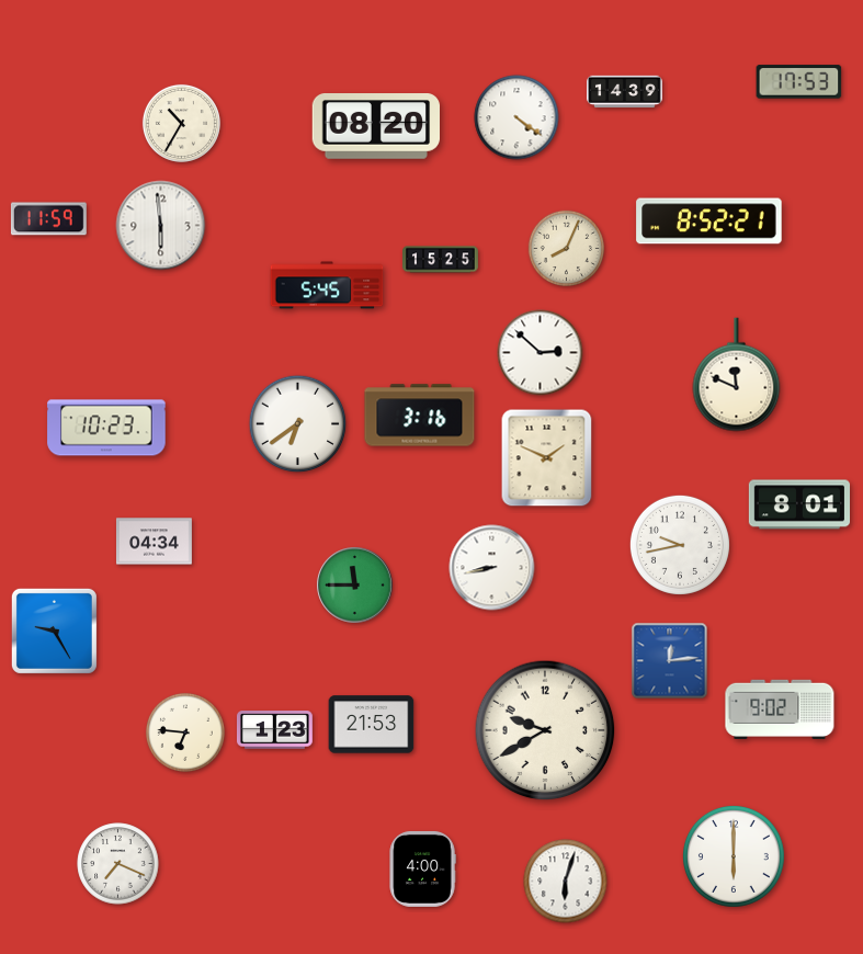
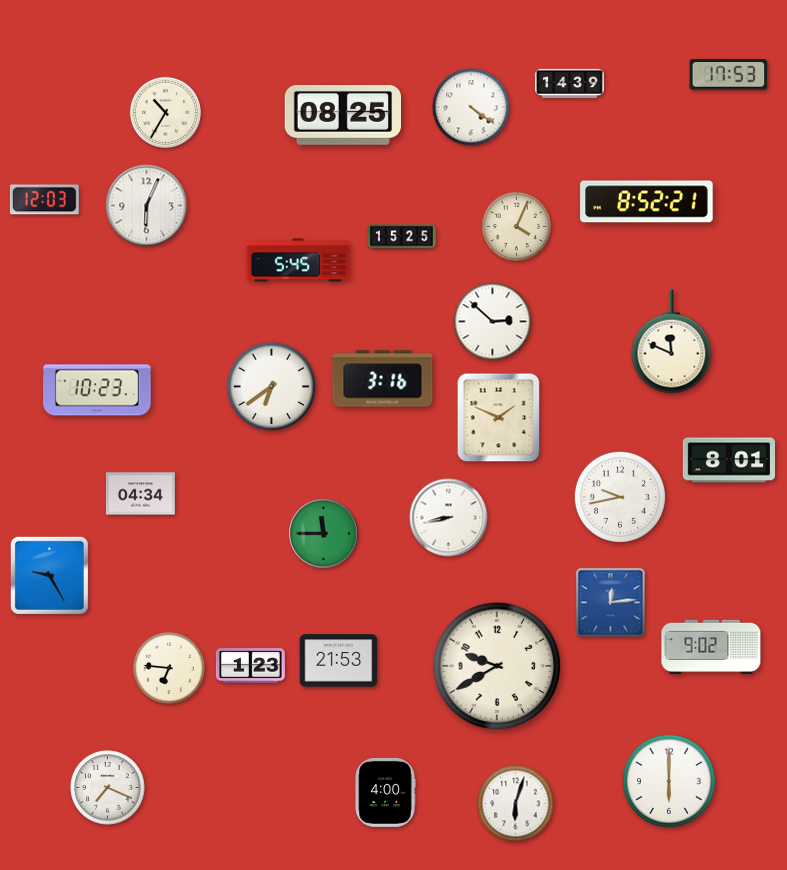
clock at (375, 126): 08:20 -> 08:25
clock at (48, 219): 11:59 -> 12:03
clock at (161, 226): 5:59 -> 6:04
clock at (566, 248): 8:04 -> 4:04
